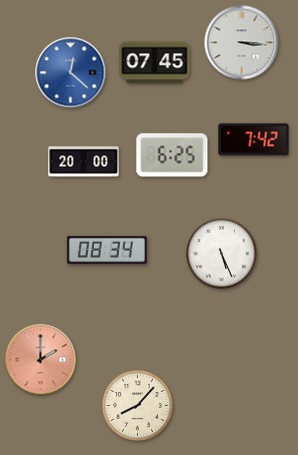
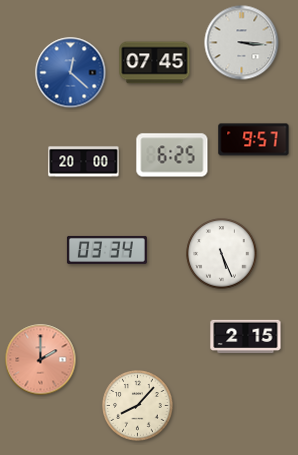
clock at (254, 140): 7:42 -> 9:57
clock at (107, 250): 08:34 -> 03:34
clock at (246, 337): none -> 2:15
